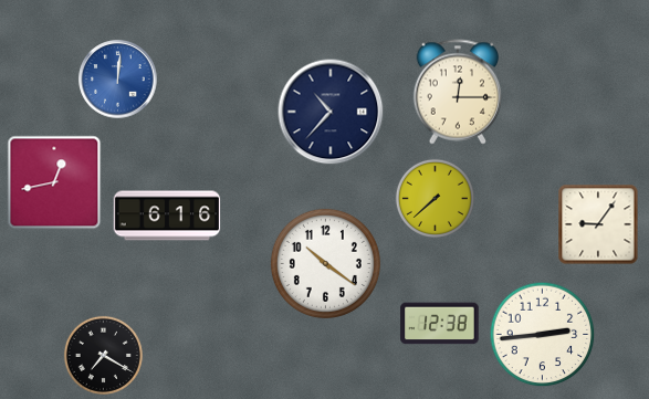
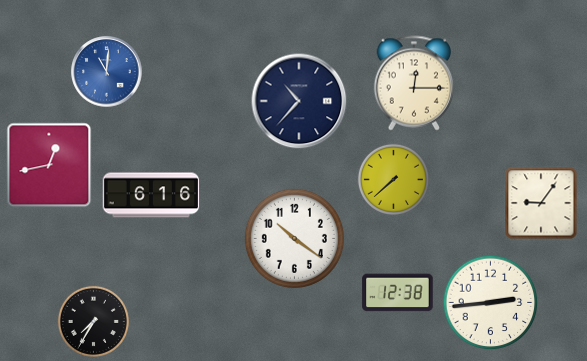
clock at (118, 80): 12:01 -> 11:01
clock at (103, 355): 7:20 -> 7:35
